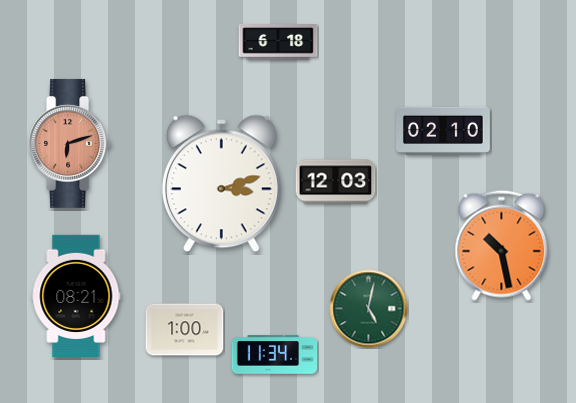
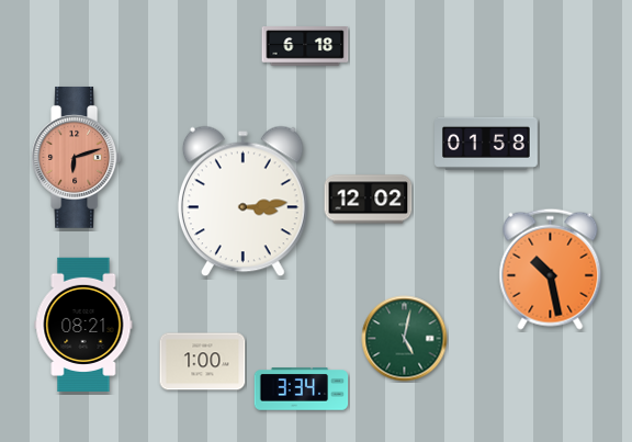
clock at (443, 131): 02:10 -> 01:58
clock at (336, 182): 12:03 -> 12:02
clock at (221, 184): 3:12 -> 3:14
clock at (275, 355): 11:34 -> 3:34
